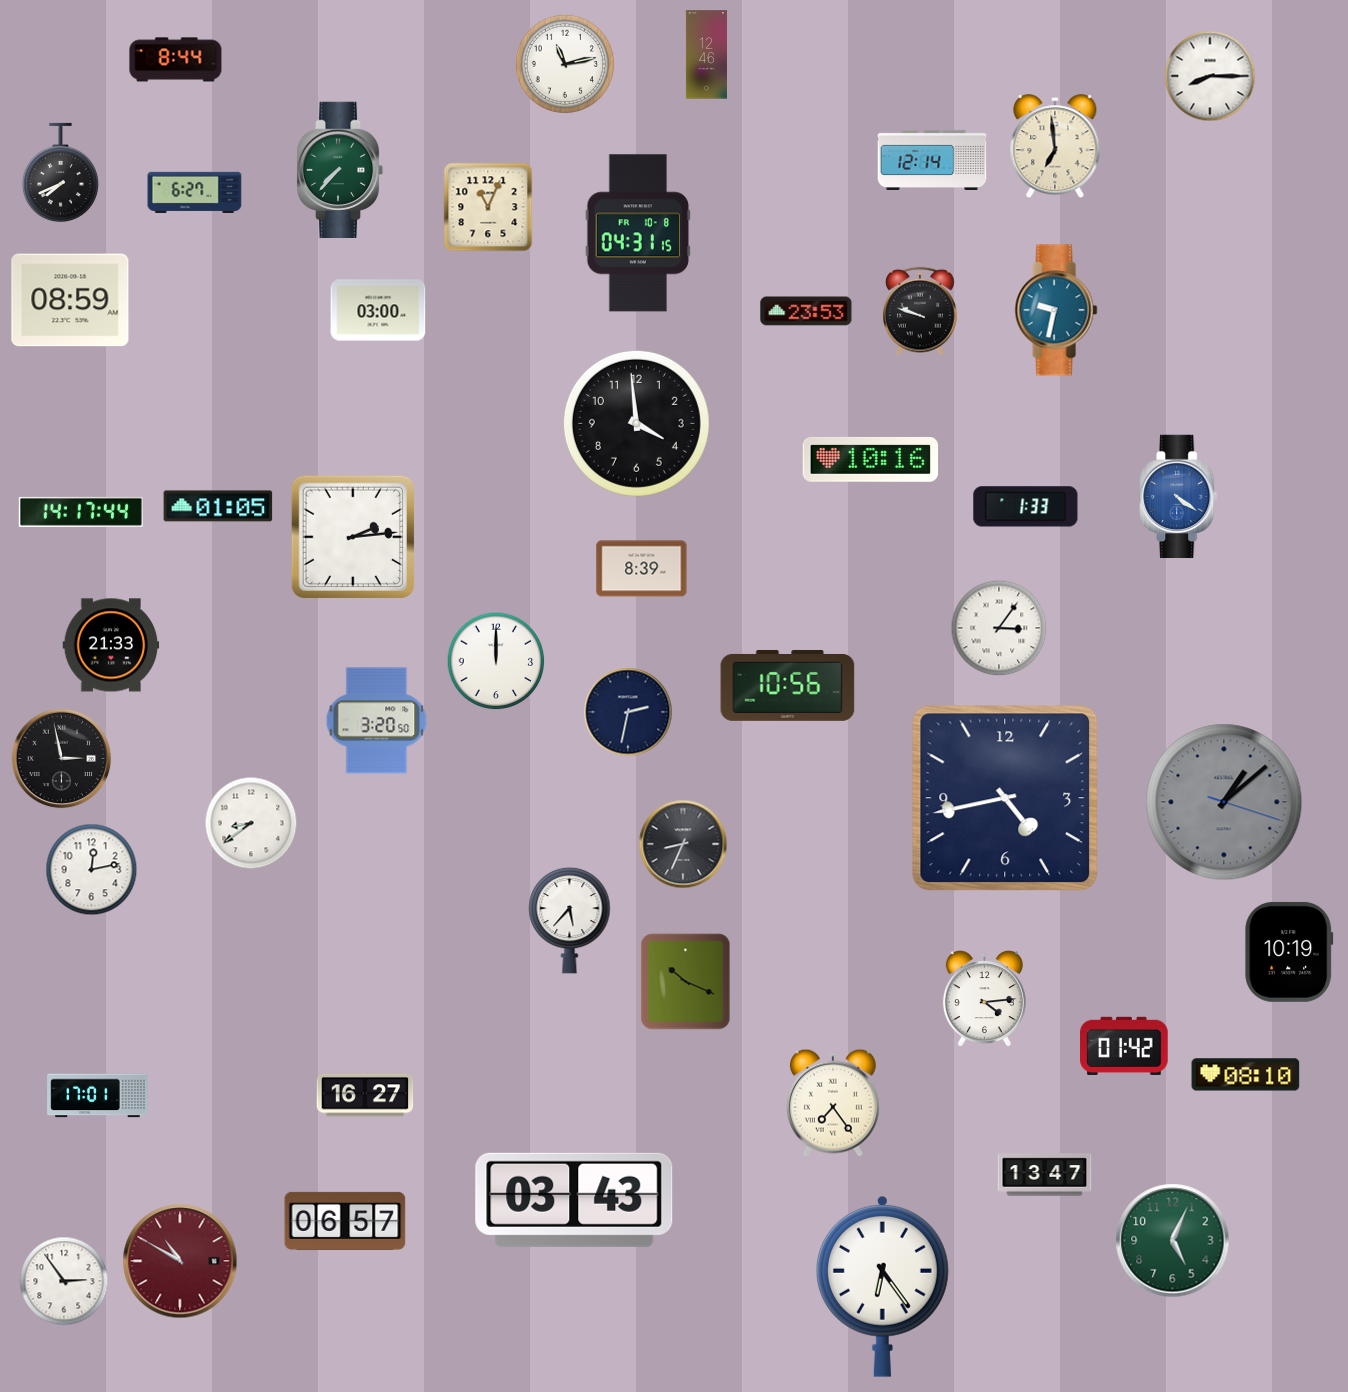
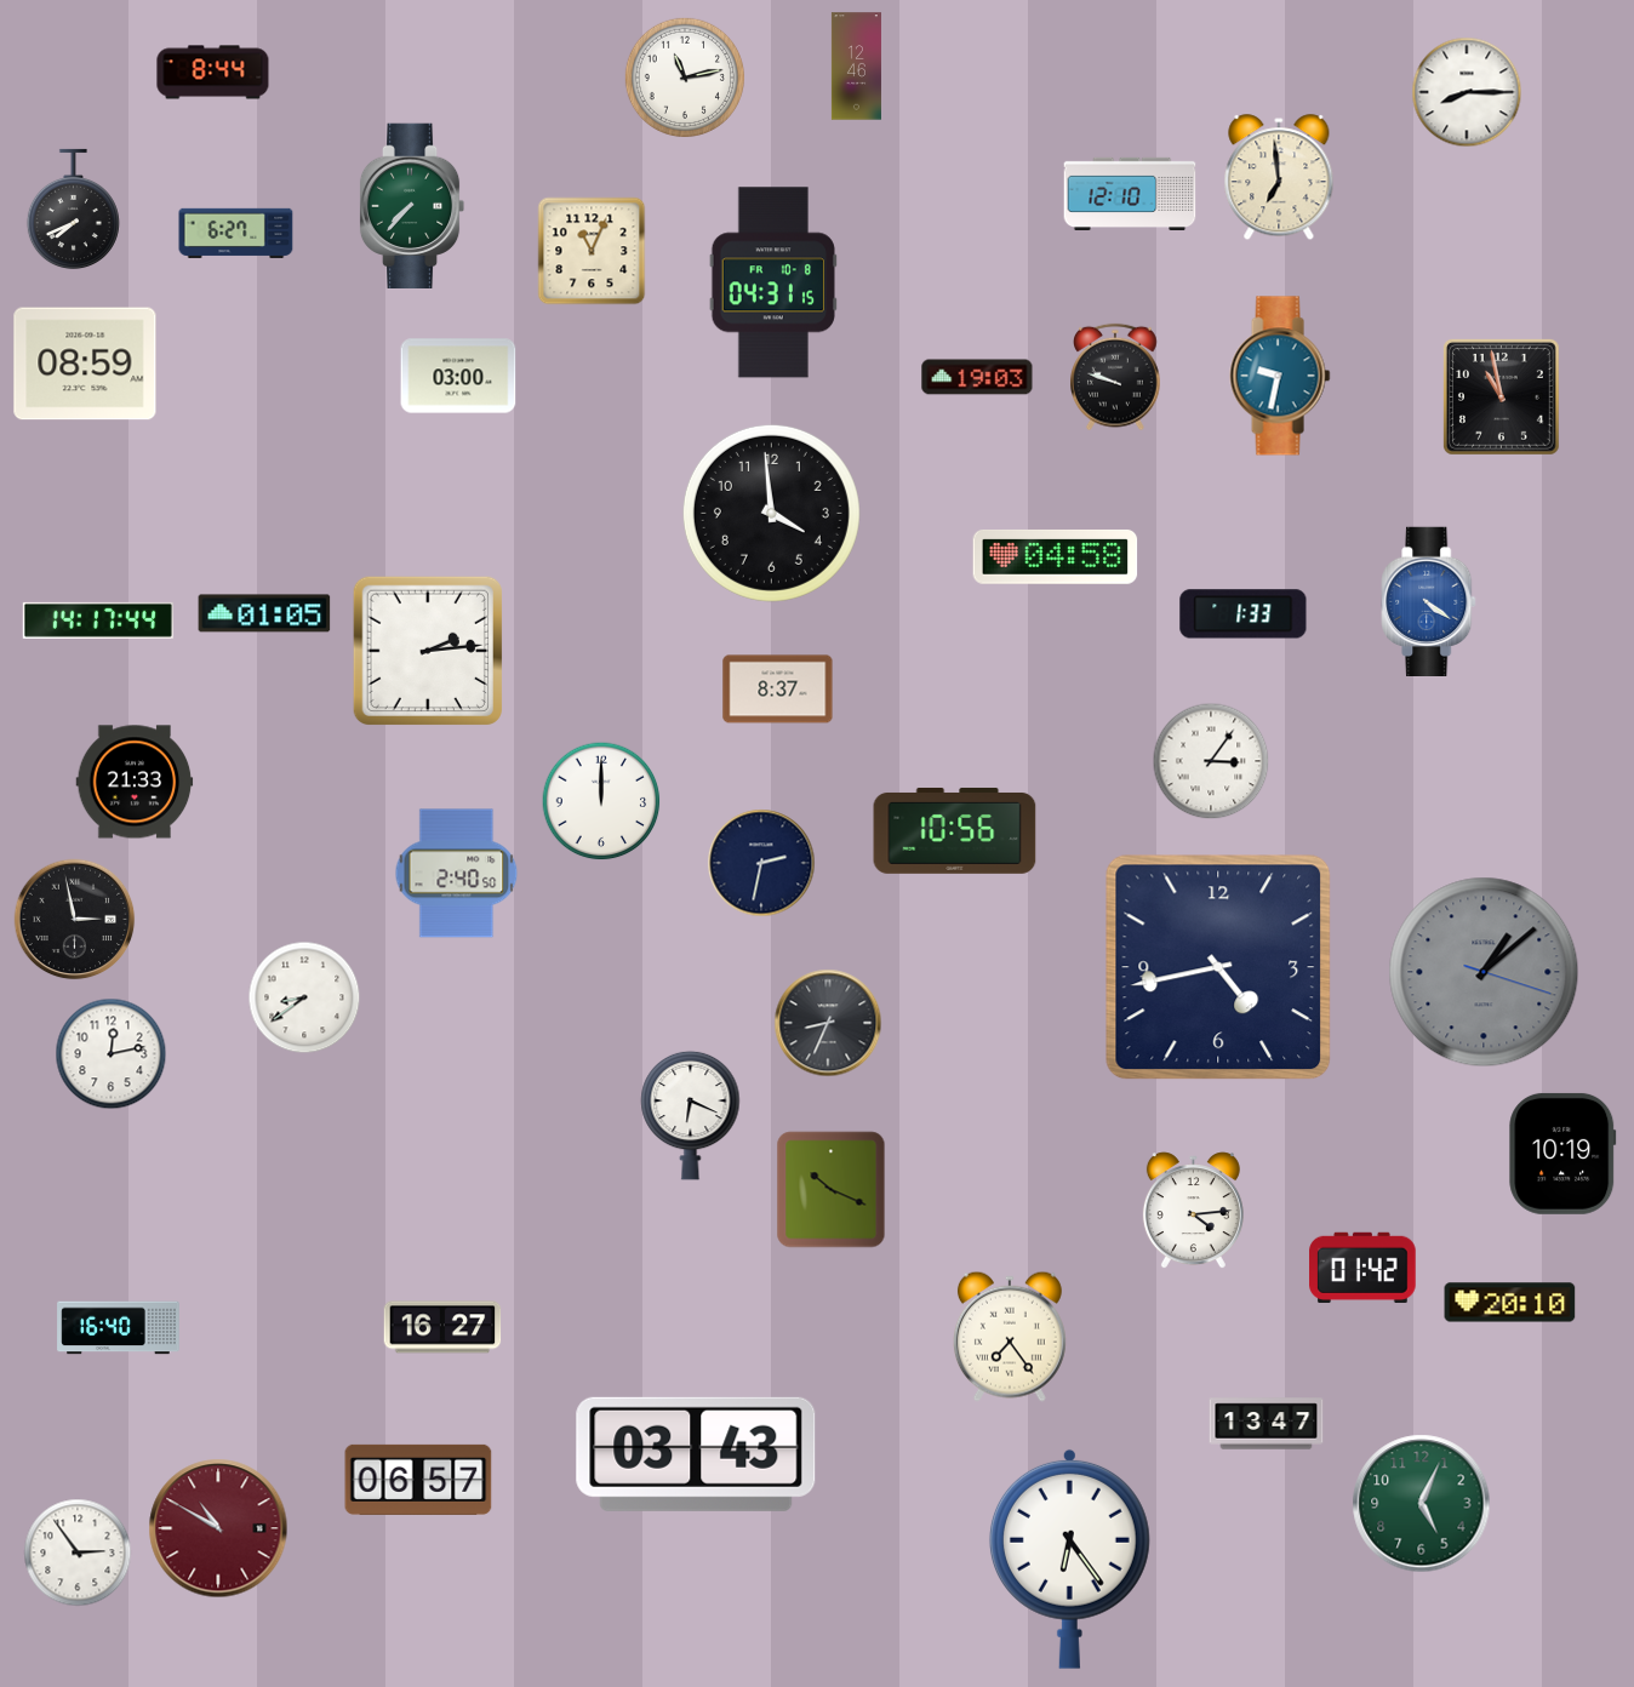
clock at (932, 159): 12:14 -> 12:10
clock at (806, 311): 23:53 -> 19:03
clock at (1501, 396): none -> 10:58
clock at (871, 459): 10:16 -> 04:58
clock at (642, 569): 8:39 -> 8:37
clock at (377, 721): 3:20 -> 2:40
clock at (570, 920): 5:37 -> 6:19
clock at (1246, 1075): 08:10 -> 20:10
clock at (98, 1096): 17:01 -> 16:40
